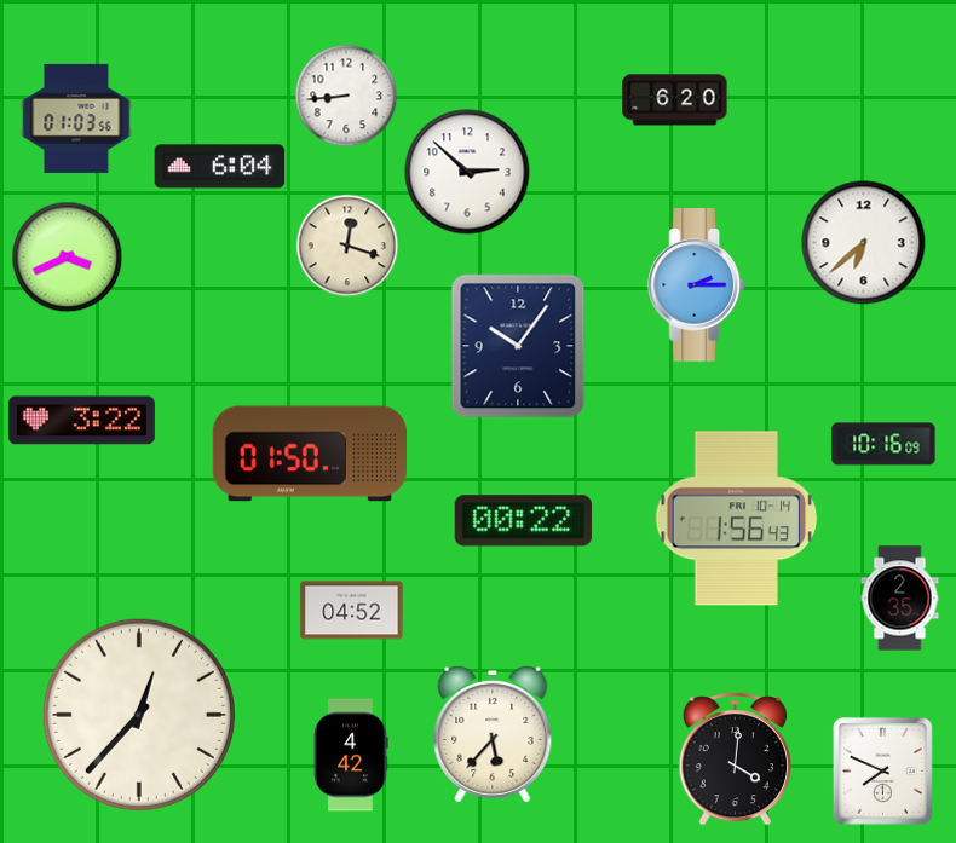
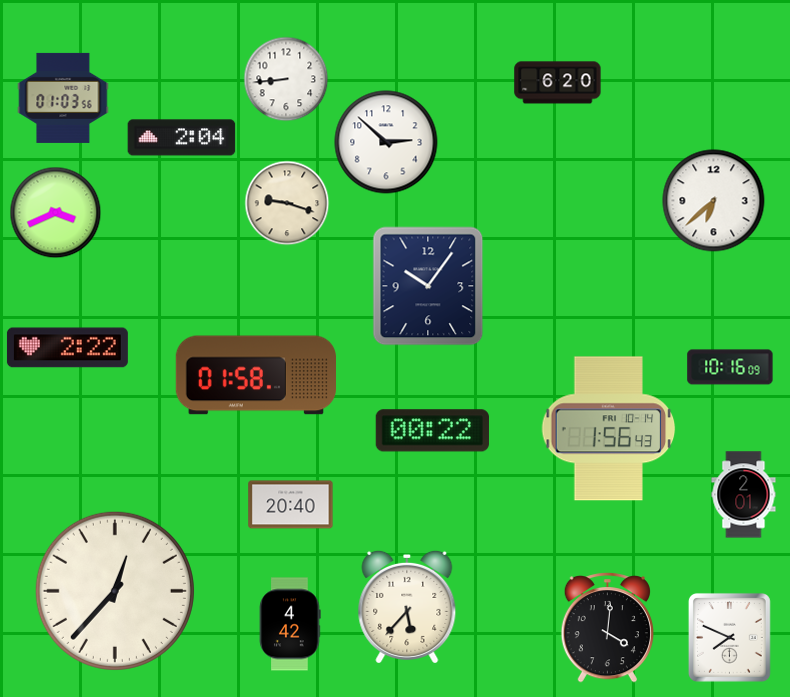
clock at (220, 167): 6:04 -> 2:04
clock at (347, 246): 12:18 -> 9:18
clock at (697, 285): 2:15 -> none
clock at (81, 421): 3:22 -> 2:22
clock at (309, 454): 01:50 -> 01:58
clock at (900, 599): 2:35 -> 2:01
clock at (352, 611): 04:52 -> 20:40
